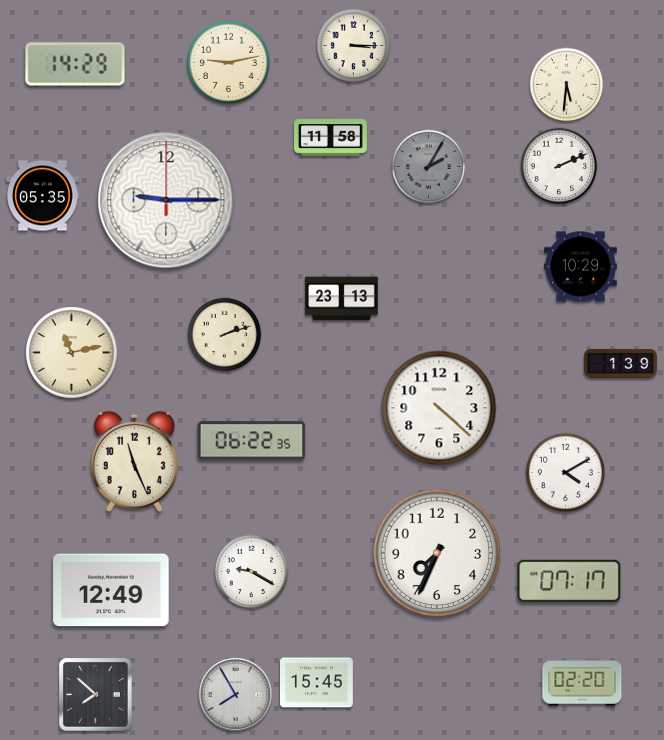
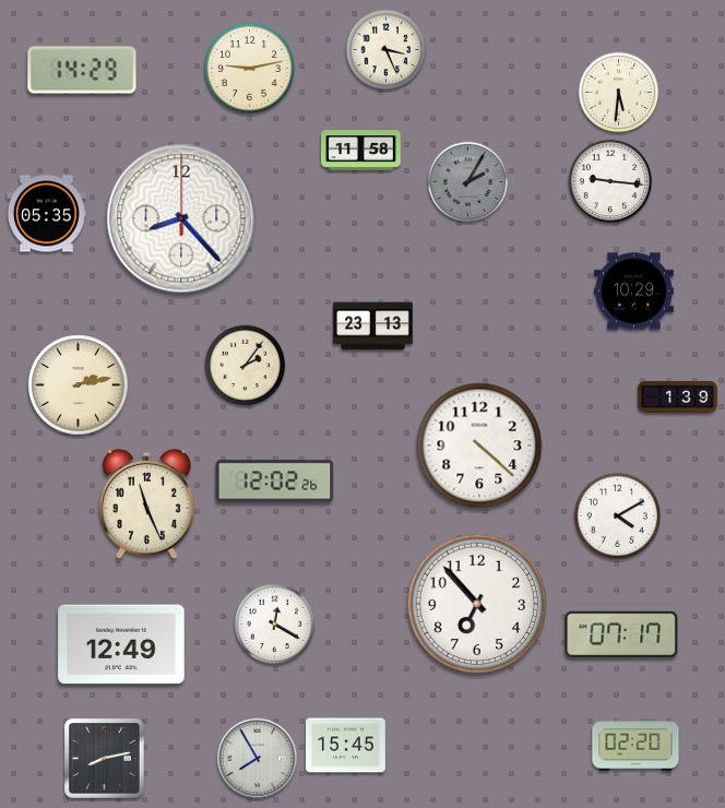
clock at (354, 46): 3:15 -> 3:26
clock at (559, 166): 2:11 -> 9:16
clock at (166, 200): 9:15 -> 8:23
clock at (225, 335): 2:12 -> 2:06
clock at (72, 353): 11:13 -> 2:13
clock at (252, 441): 06:22 -> 12:02
clock at (437, 553): 7:34 -> 6:53
clock at (252, 572): 9:20 -> 12:20
clock at (96, 695): 7:52 -> 8:13
